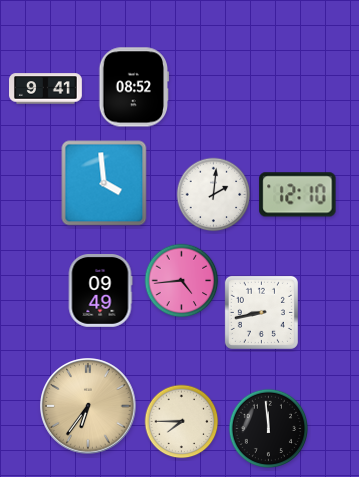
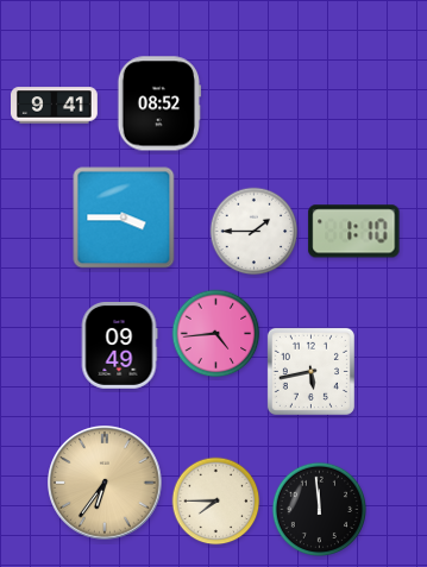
clock at (104, 183): 3:59 -> 3:45
clock at (214, 195): 2:01 -> 1:45
clock at (298, 195): 12:10 -> 1:10
clock at (261, 312): 8:43 -> 5:43
